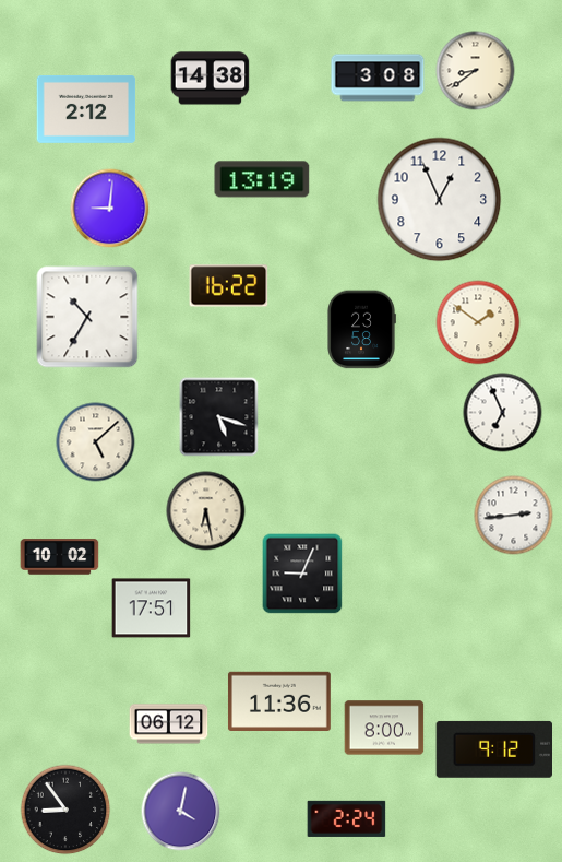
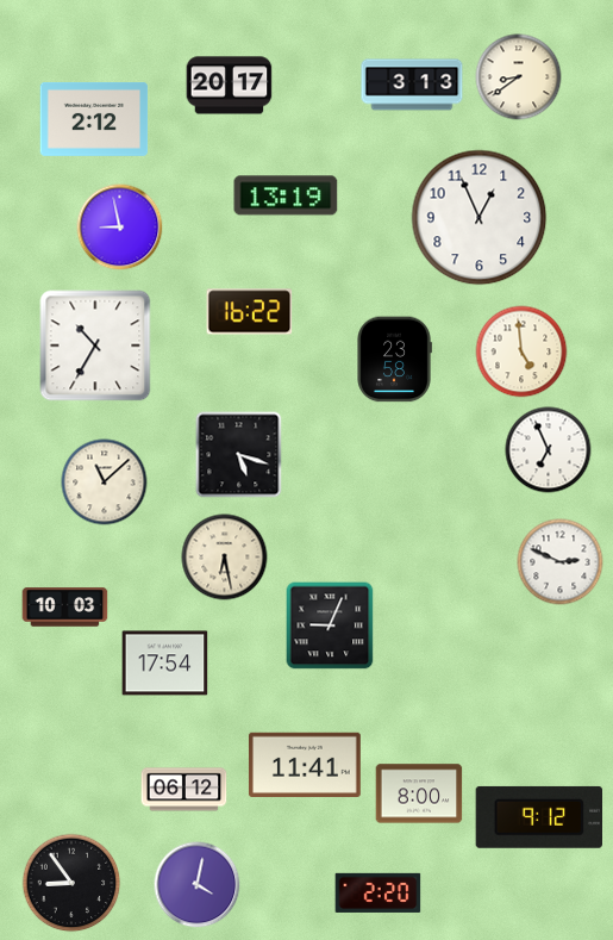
clock at (378, 78): 3:08 -> 3:13
clock at (211, 79): 14:38 -> 20:17
clock at (110, 209): 9:01 -> 8:58
clock at (478, 322): 1:51 -> 4:59
clock at (96, 442): 5:08 -> 11:08
clock at (514, 516): 2:44 -> 2:49
clock at (60, 557): 10:02 -> 10:03
clock at (152, 609): 17:51 -> 17:54
clock at (279, 700): 11:36 -> 11:41
clock at (347, 818): 2:24 -> 2:20
